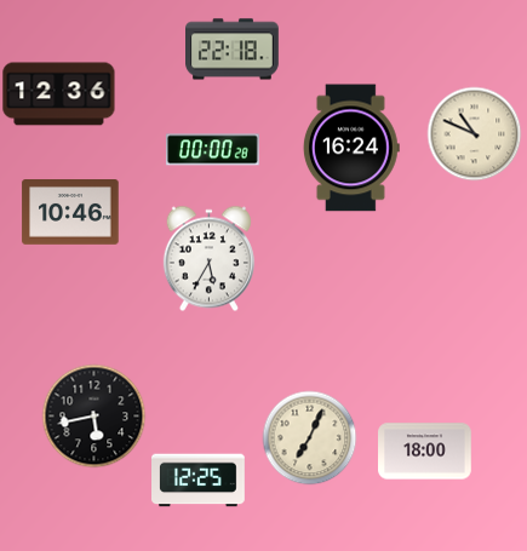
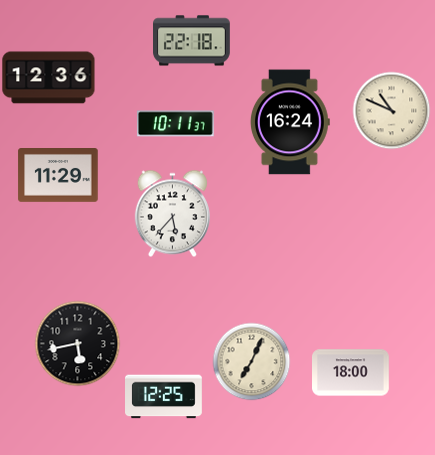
clock at (213, 150): 00:00 -> 10:11
clock at (70, 213): 10:46 -> 11:29
clock at (208, 258): 5:35 -> 5:37
clock at (309, 437) position: (309, 437) -> (251, 361)
